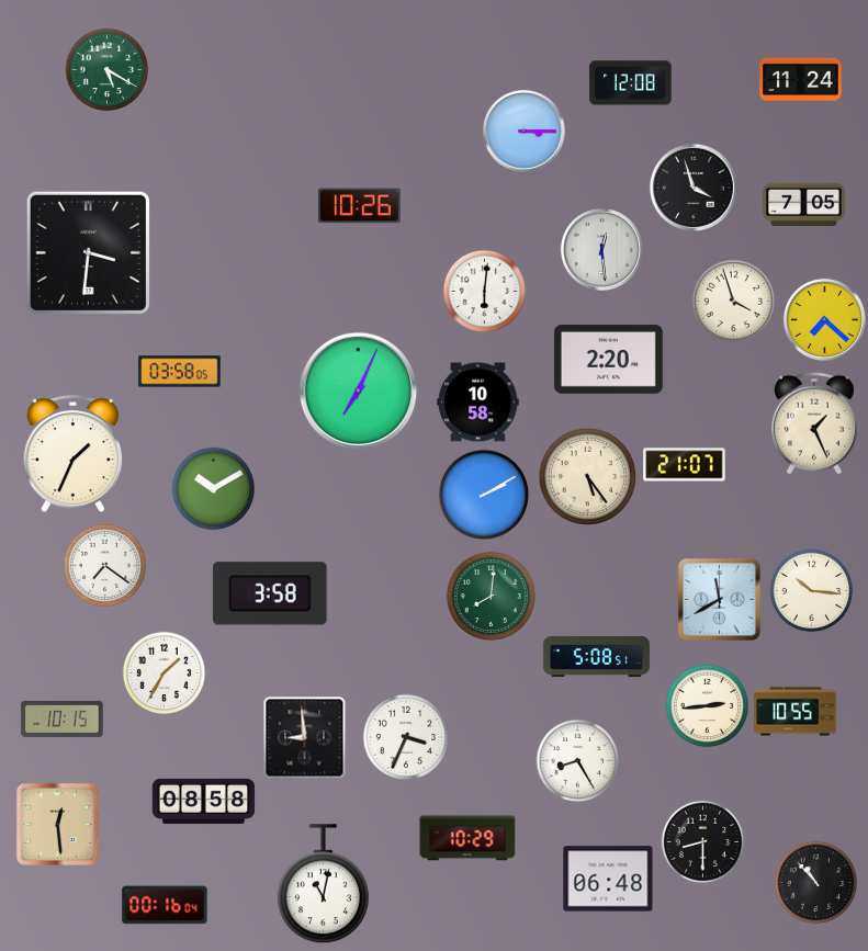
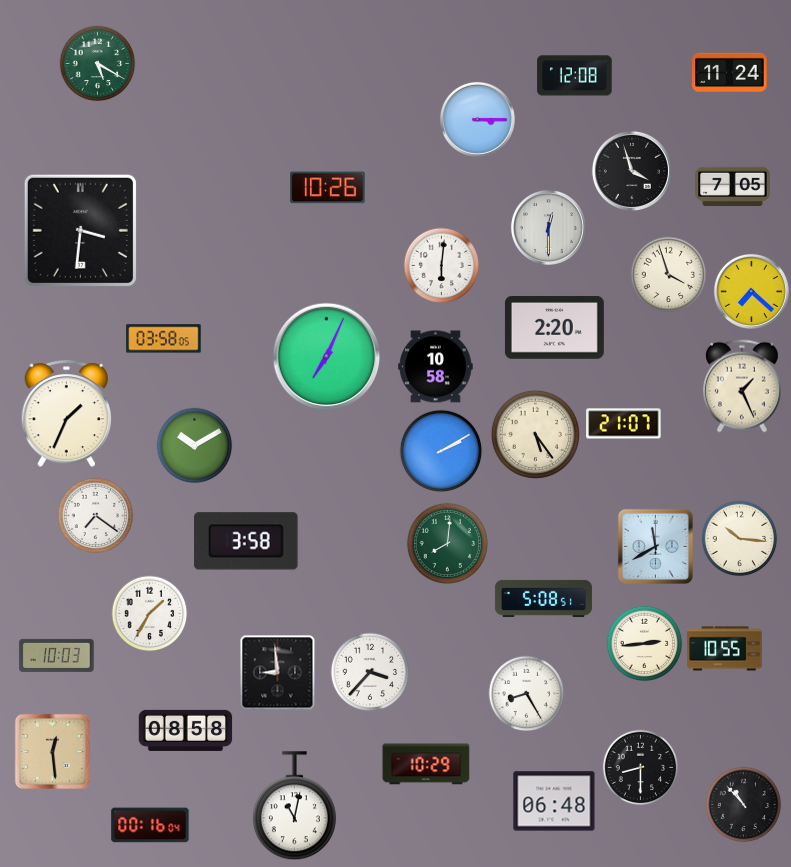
clock at (601, 249): 12:29 -> 12:30
clock at (63, 718): 10:15 -> 10:03
clock at (406, 737): 3:34 -> 3:37
